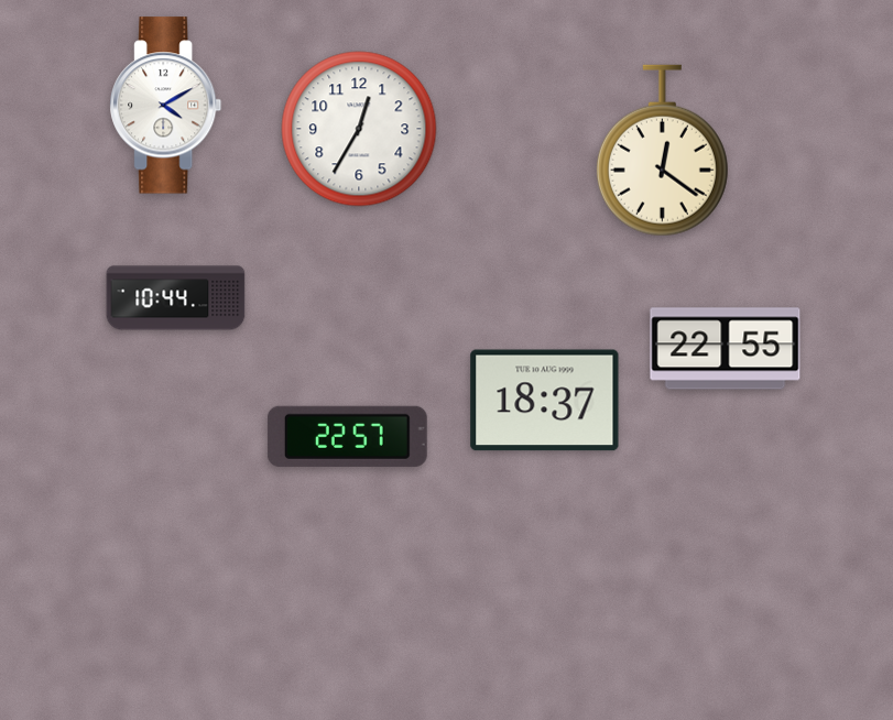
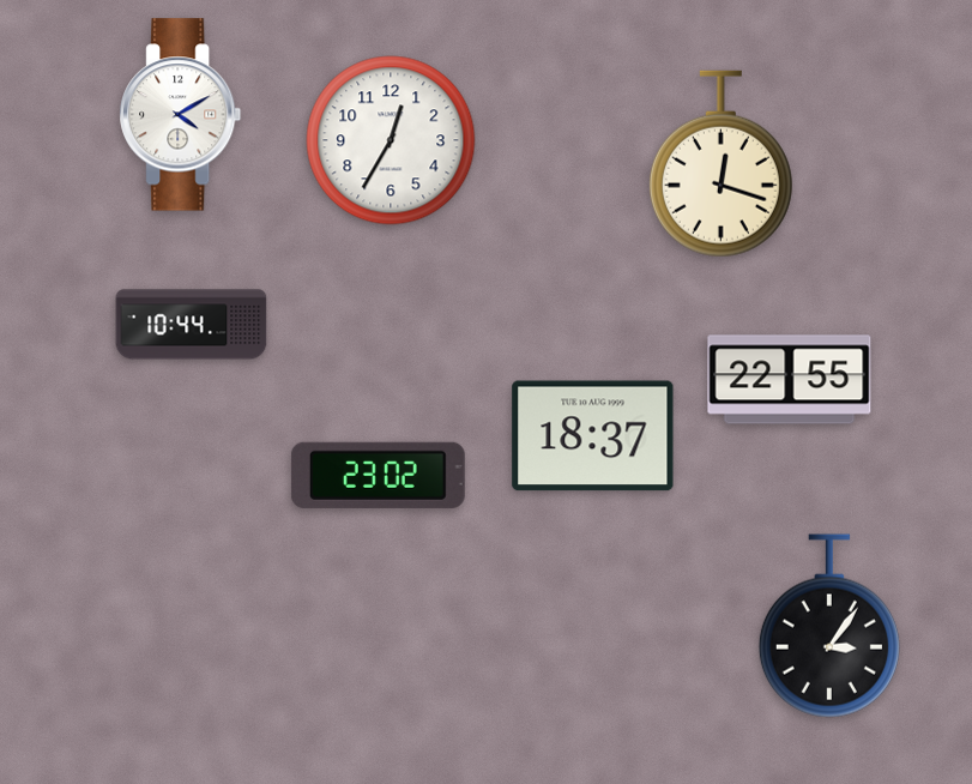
clock at (662, 151): 12:21 -> 12:18
clock at (347, 436): 22:57 -> 23:02
clock at (829, 626): none -> 3:06
